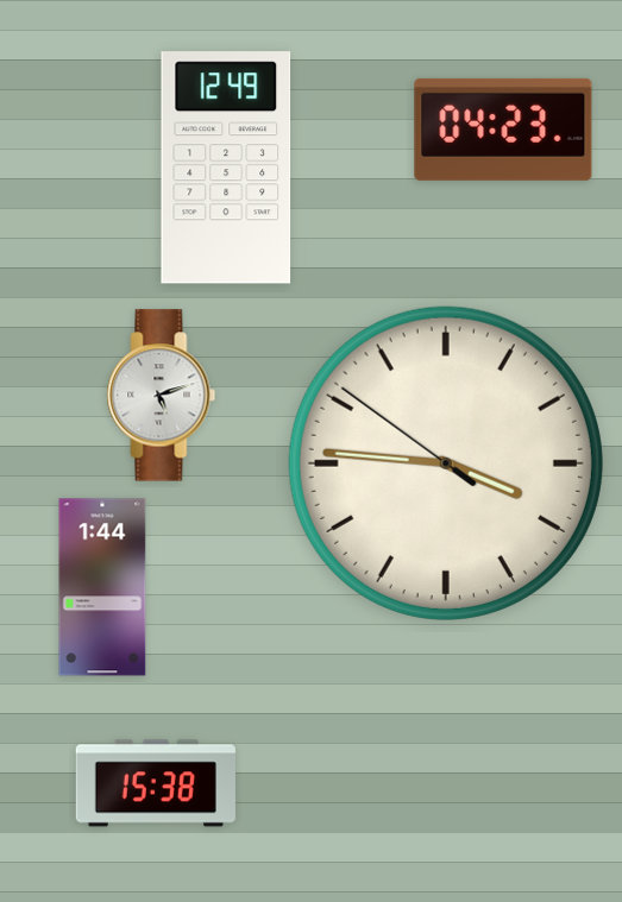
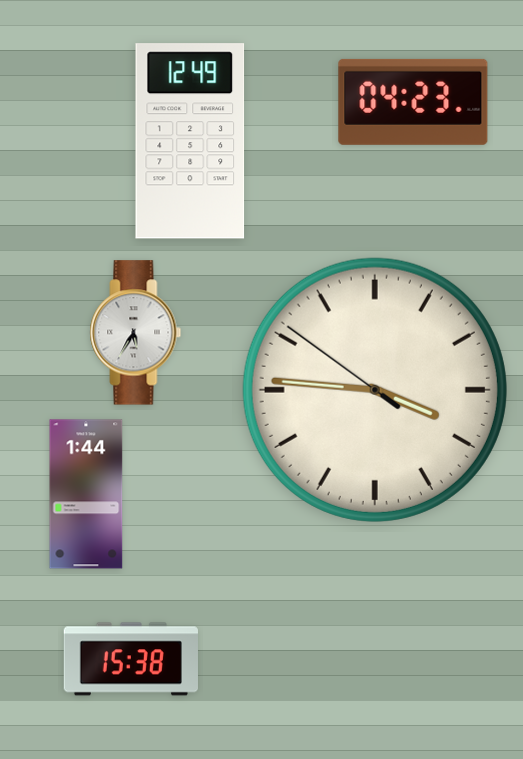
clock at (503, 130) position: (503, 130) -> (413, 102)
clock at (162, 396): 5:12 -> 5:35
